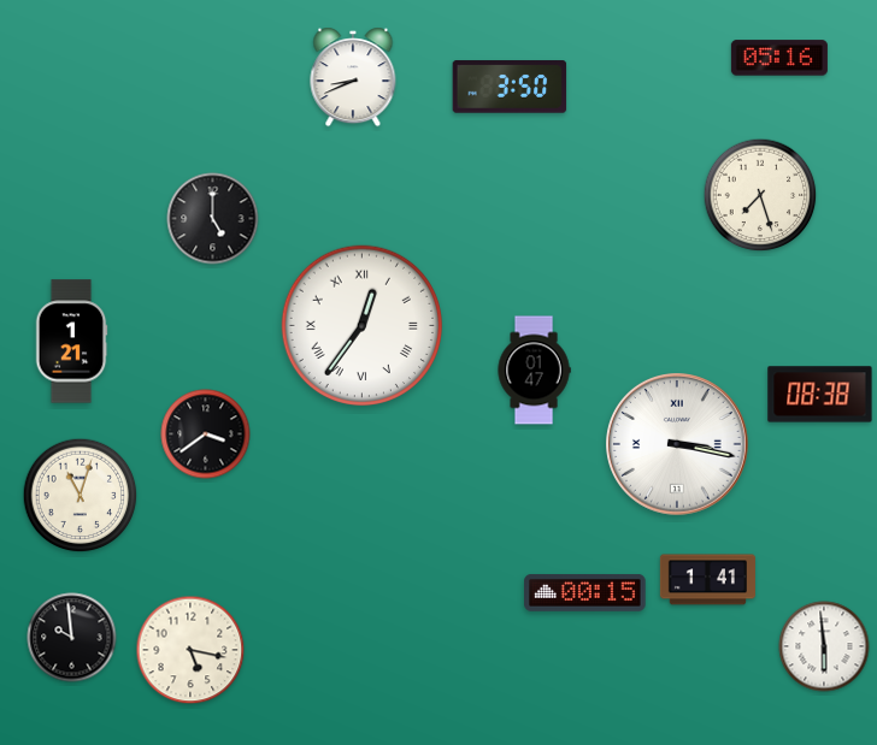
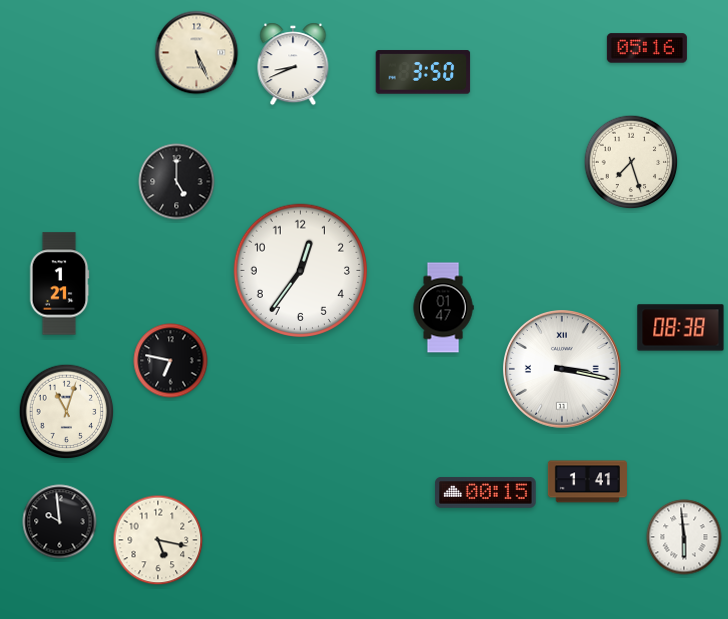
clock at (197, 53): none -> 5:26
clock at (363, 326) numerals: Roman -> Arabic
clock at (206, 434): 3:39 -> 6:47
clock at (72, 638) position: (72, 638) -> (60, 522)
